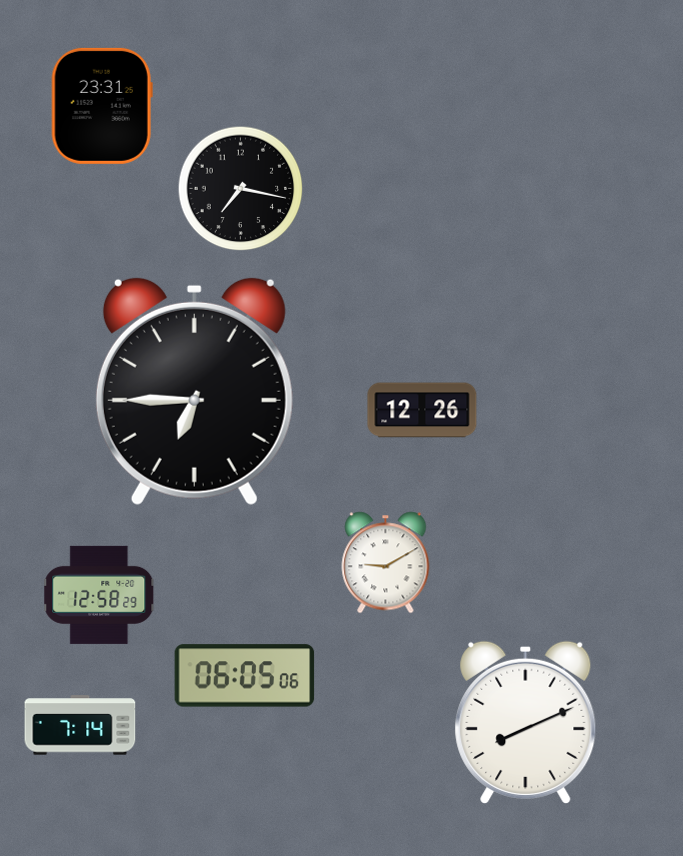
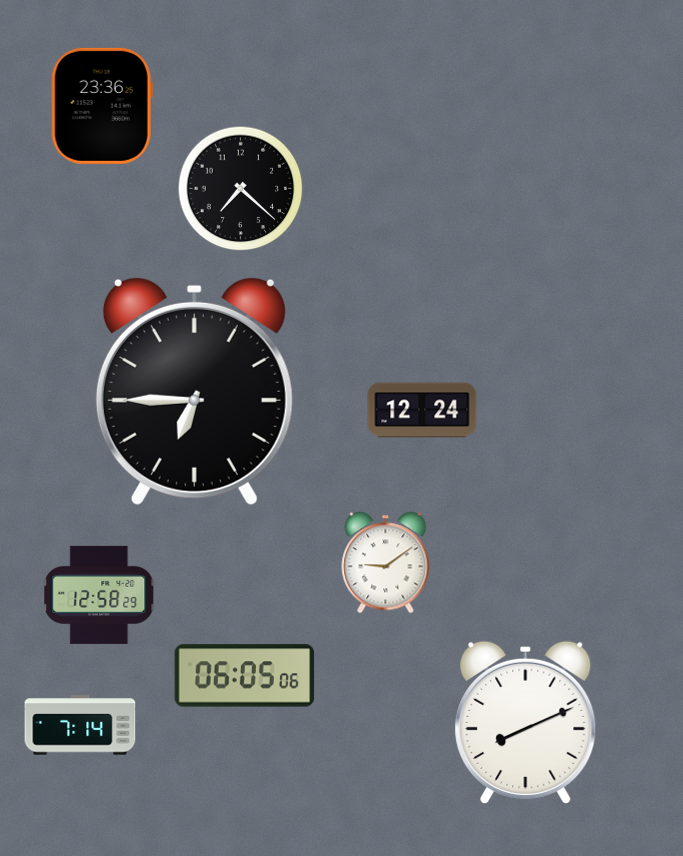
clock at (102, 106): 23:31 -> 23:36
clock at (241, 189): 7:17 -> 7:22
clock at (422, 410): 12:26 -> 12:24
clock at (386, 563): 9:10 -> 9:09
